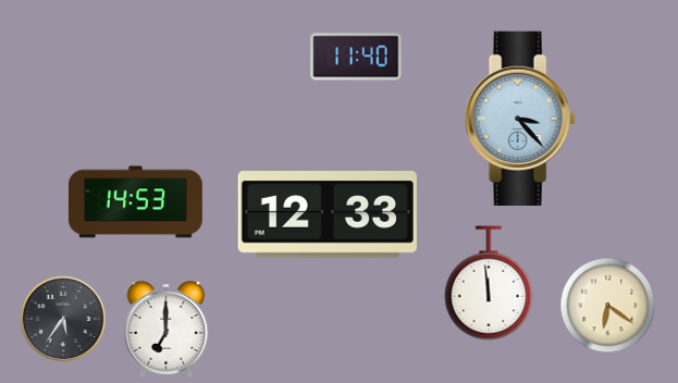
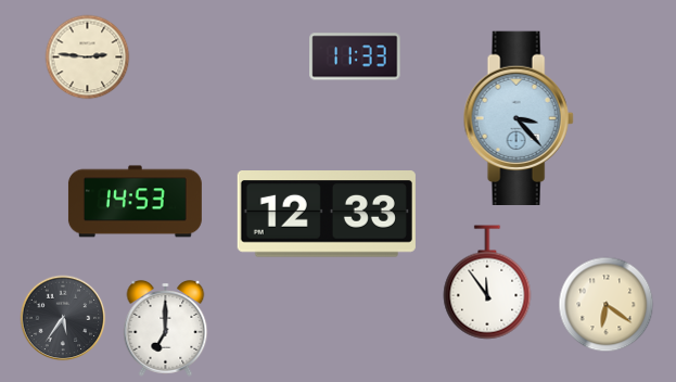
clock at (87, 56): none -> 2:46
clock at (356, 57): 11:40 -> 11:33
clock at (489, 283): 11:59 -> 11:54
